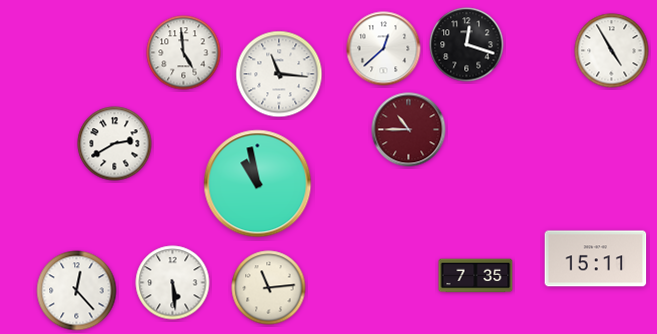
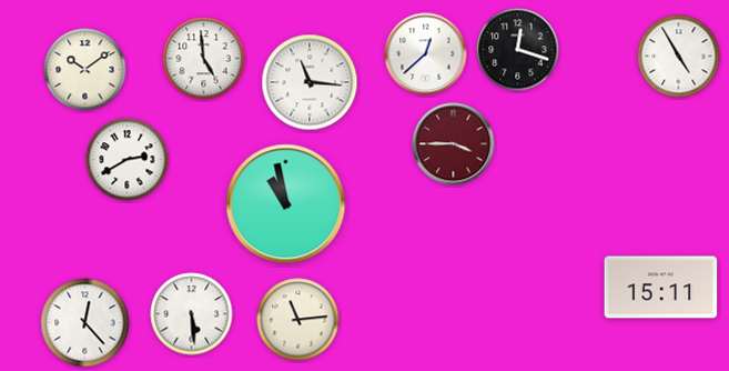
clock at (85, 70): none -> 10:09
clock at (409, 130): 10:45 -> 3:45
clock at (476, 276): 7:35 -> none
